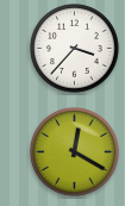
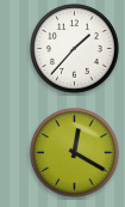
clock at (75, 49): 3:37 -> 1:37
